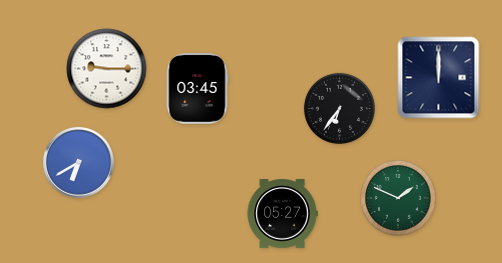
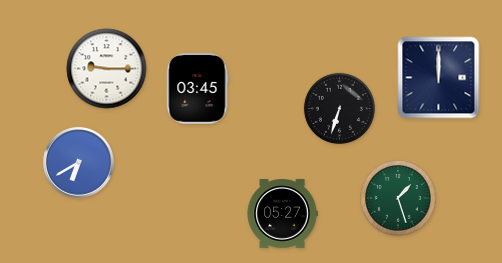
clock at (339, 108): 6:36 -> 6:33
clock at (398, 198): 1:49 -> 1:27
